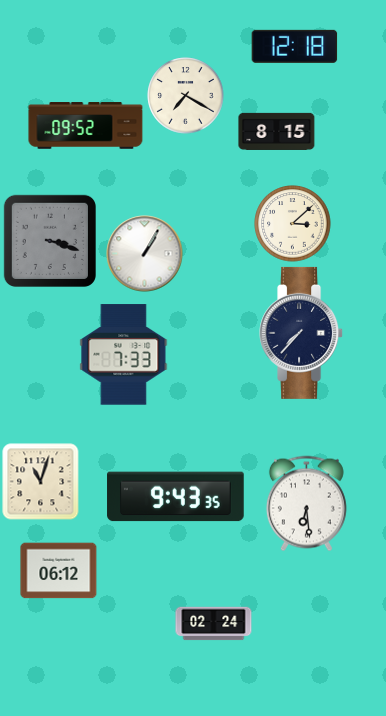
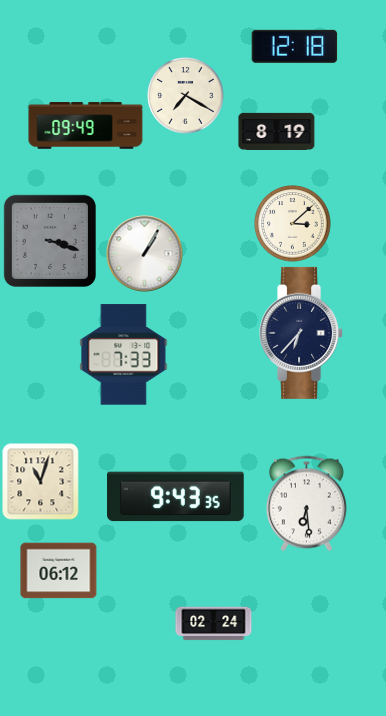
clock at (86, 126): 09:52 -> 09:49
clock at (277, 131): 8:15 -> 8:19
clock at (302, 333): 7:37 -> 6:37
